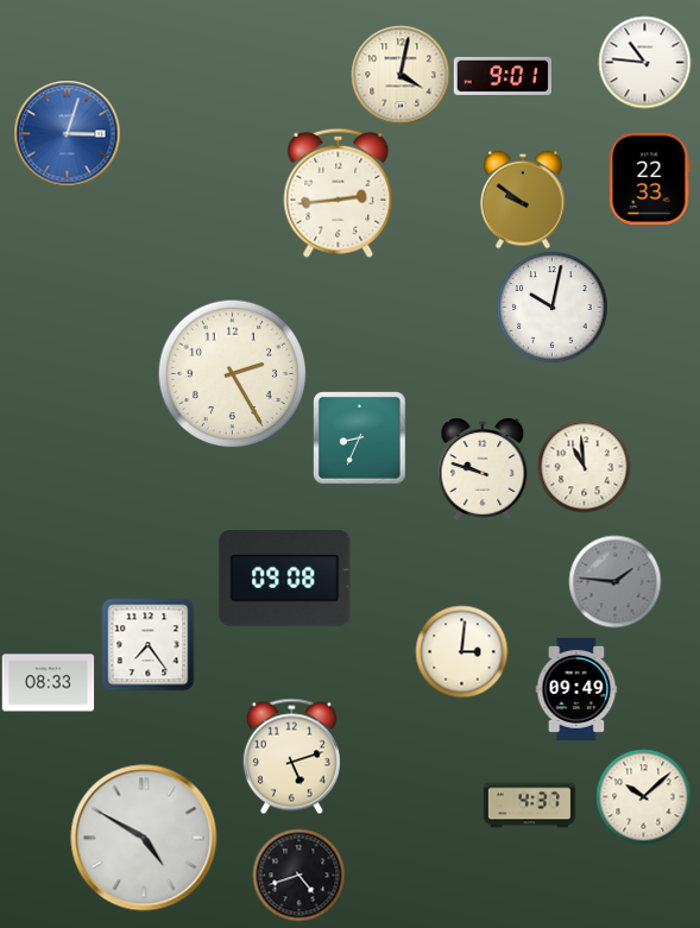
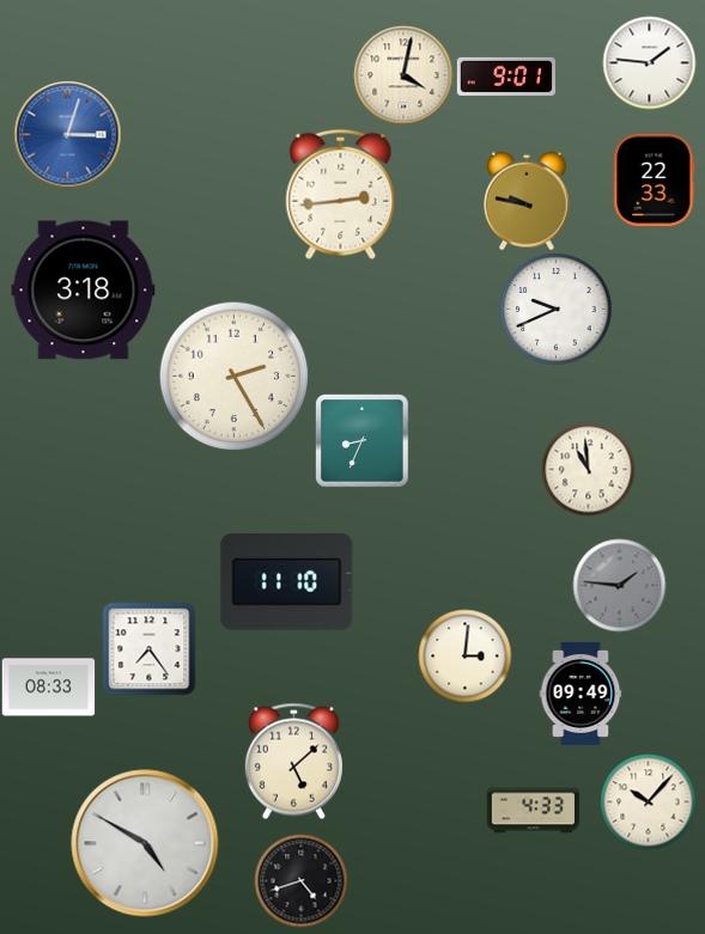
clock at (644, 62): 10:46 -> 1:46
clock at (523, 200): 9:51 -> 9:47
clock at (84, 291): none -> 3:18
clock at (551, 307): 10:02 -> 9:41
clock at (483, 469): 9:48 -> none
clock at (285, 579): 09:08 -> 11:10
clock at (291, 756): 5:12 -> 5:08
clock at (643, 796): 10:08 -> 10:07
clock at (529, 806): 4:37 -> 4:33
